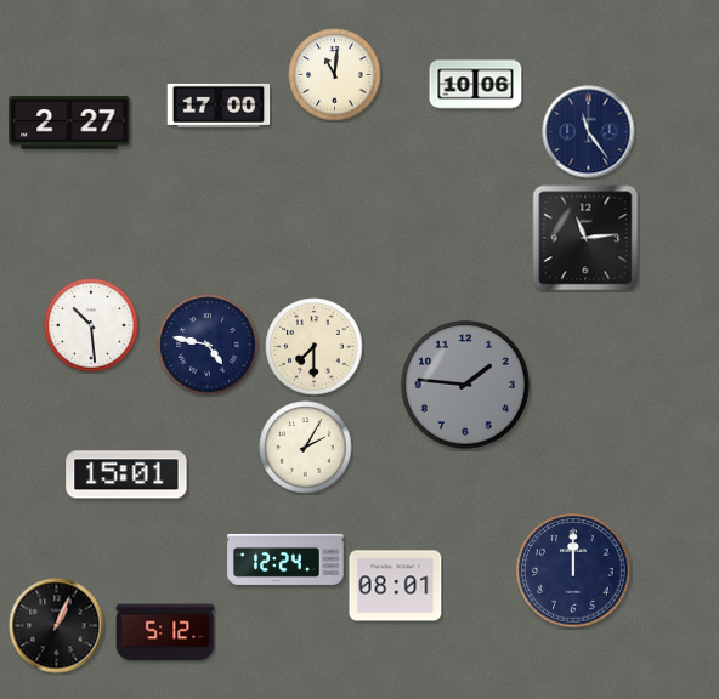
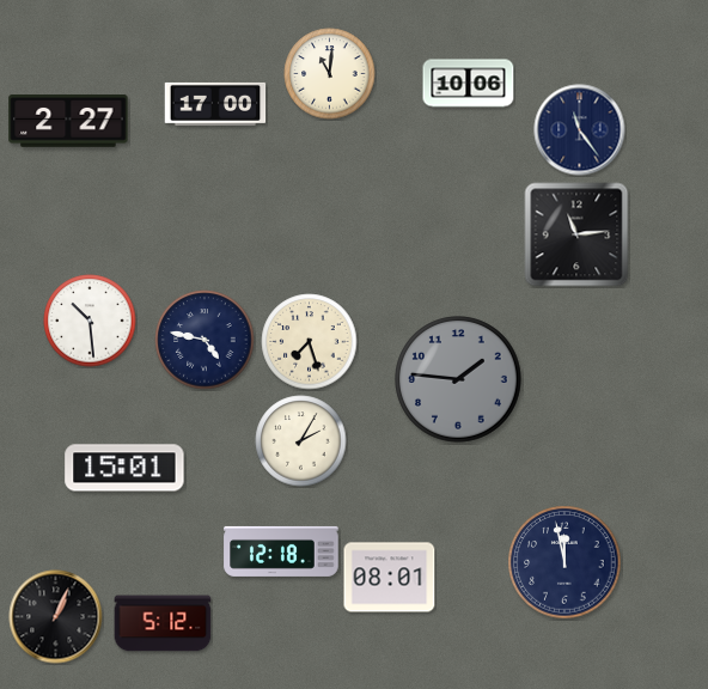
clock at (315, 347): 7:30 -> 7:27
clock at (285, 559): 12:24 -> 12:18
clock at (573, 570): 12:00 -> 11:58
